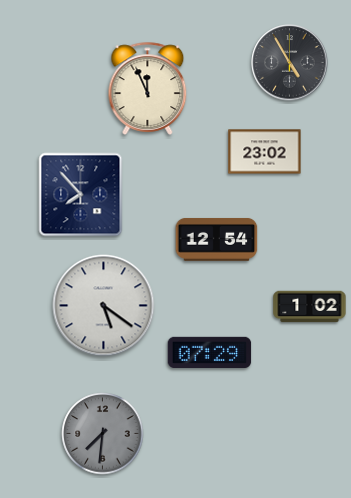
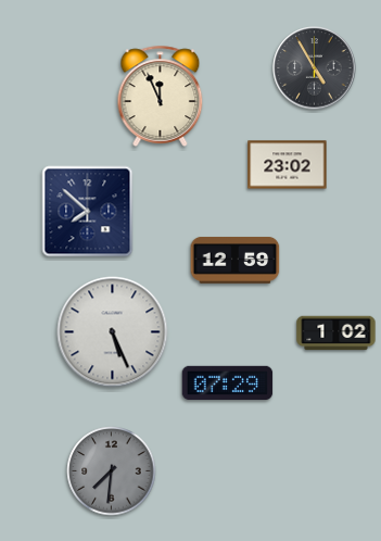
clock at (81, 195): 7:53 -> 7:52
clock at (217, 239): 12:54 -> 12:59
clock at (104, 306): 5:21 -> 5:26
